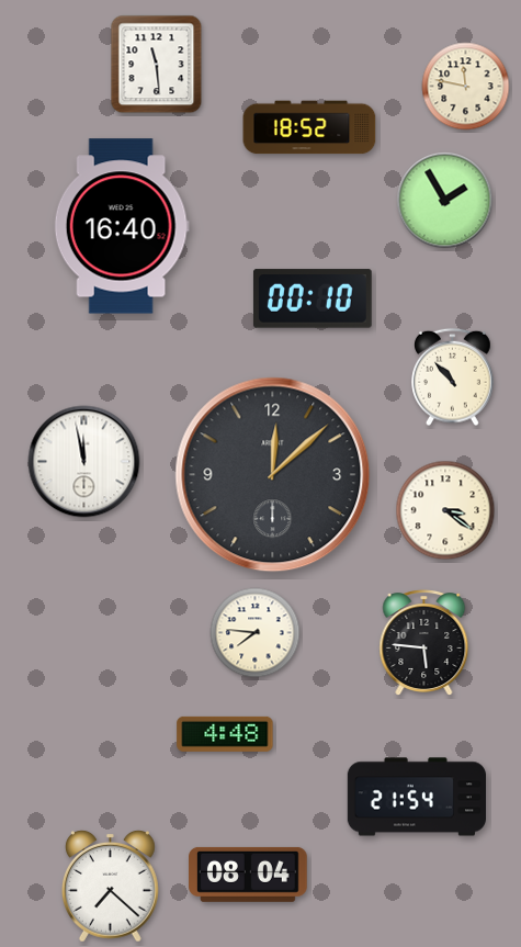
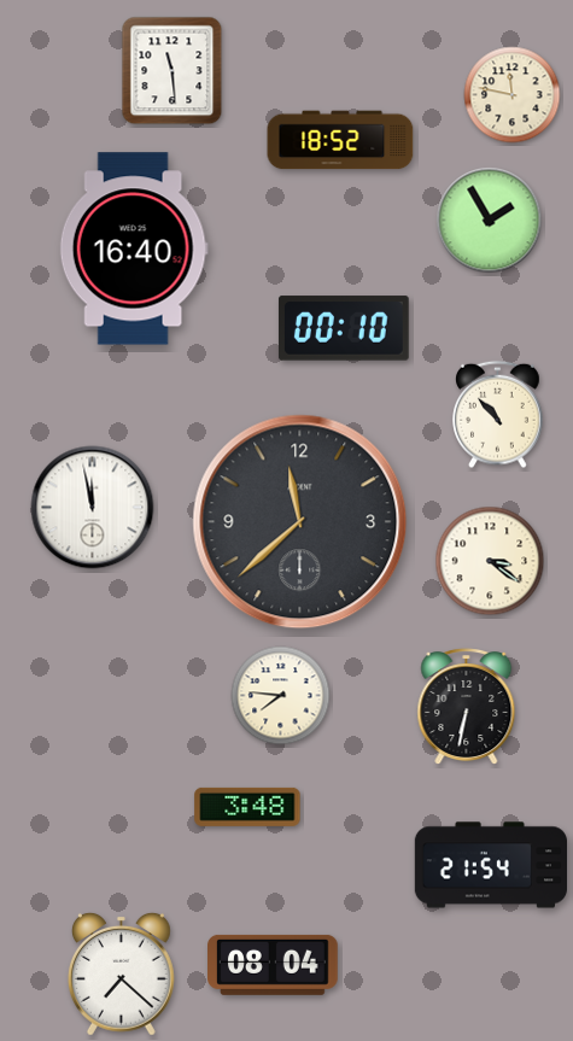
clock at (273, 475): 12:08 -> 11:38
clock at (424, 643): 5:46 -> 6:32
clock at (225, 734): 4:48 -> 3:48
clock at (416, 797) position: (416, 797) -> (490, 865)
clock at (249, 875) position: (249, 875) -> (274, 965)
